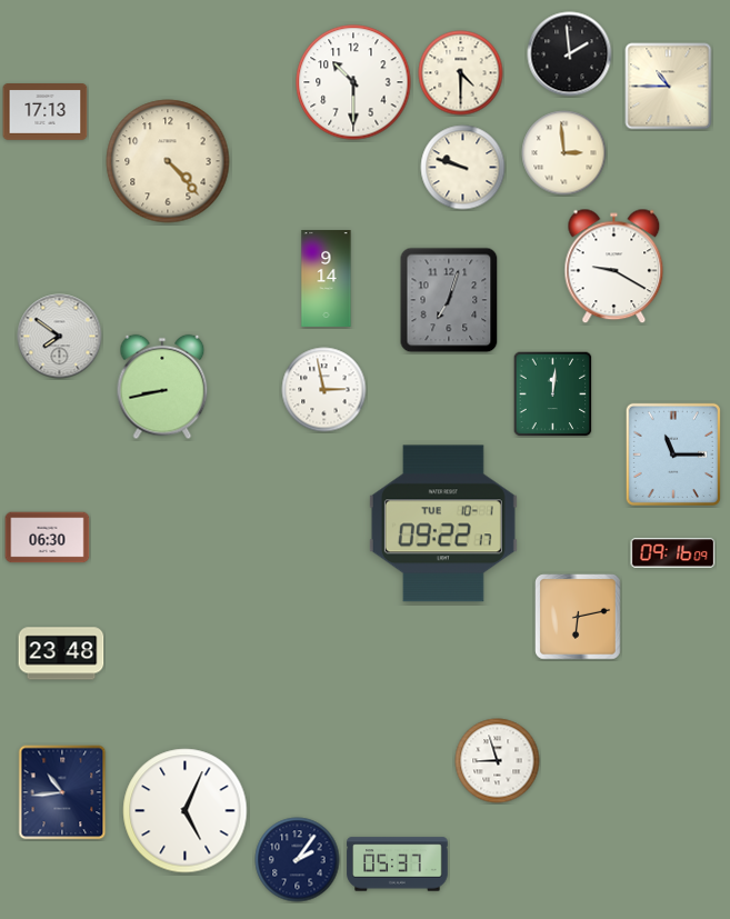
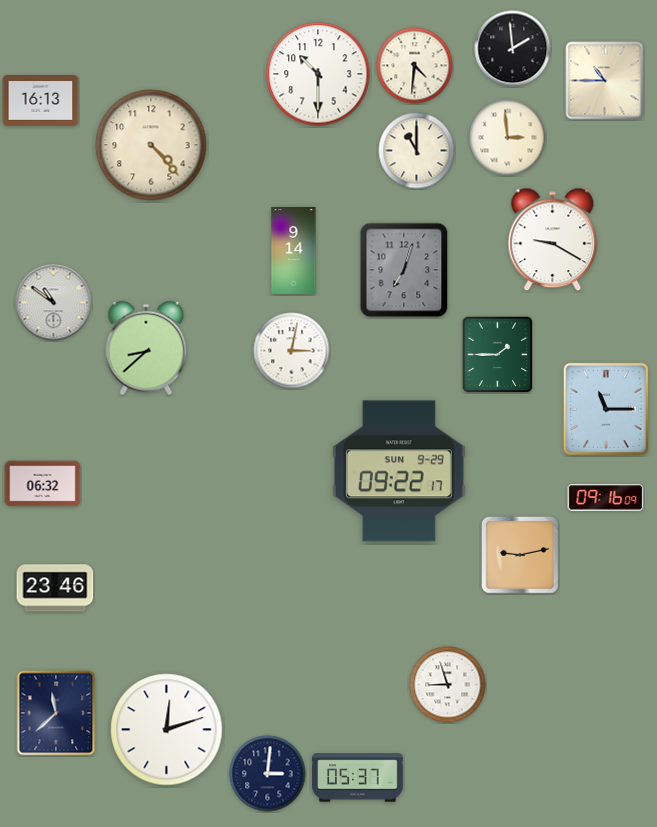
clock at (461, 73): 4:30 -> 4:31
clock at (669, 87) position: (669, 87) -> (605, 81)
clock at (46, 112): 17:13 -> 16:13
clock at (463, 168): 9:48 -> 11:00
clock at (60, 337): 7:51 -> 10:51
clock at (162, 387): 8:43 -> 8:38
clock at (324, 390): 2:58 -> 3:02
clock at (553, 393): 12:01 -> 1:45
clock at (443, 523) date: TUE 10-1 -> SUN 9-29
clock at (48, 538): 06:30 -> 06:32
clock at (578, 617): 6:13 -> 9:13
clock at (61, 653): 23:48 -> 23:46
clock at (62, 792): 10:44 -> 11:38
clock at (186, 811): 5:04 -> 12:12
clock at (298, 860): 2:06 -> 3:01
